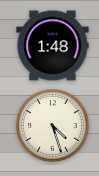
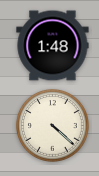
clock at (52, 125): 4:27 -> 4:22
